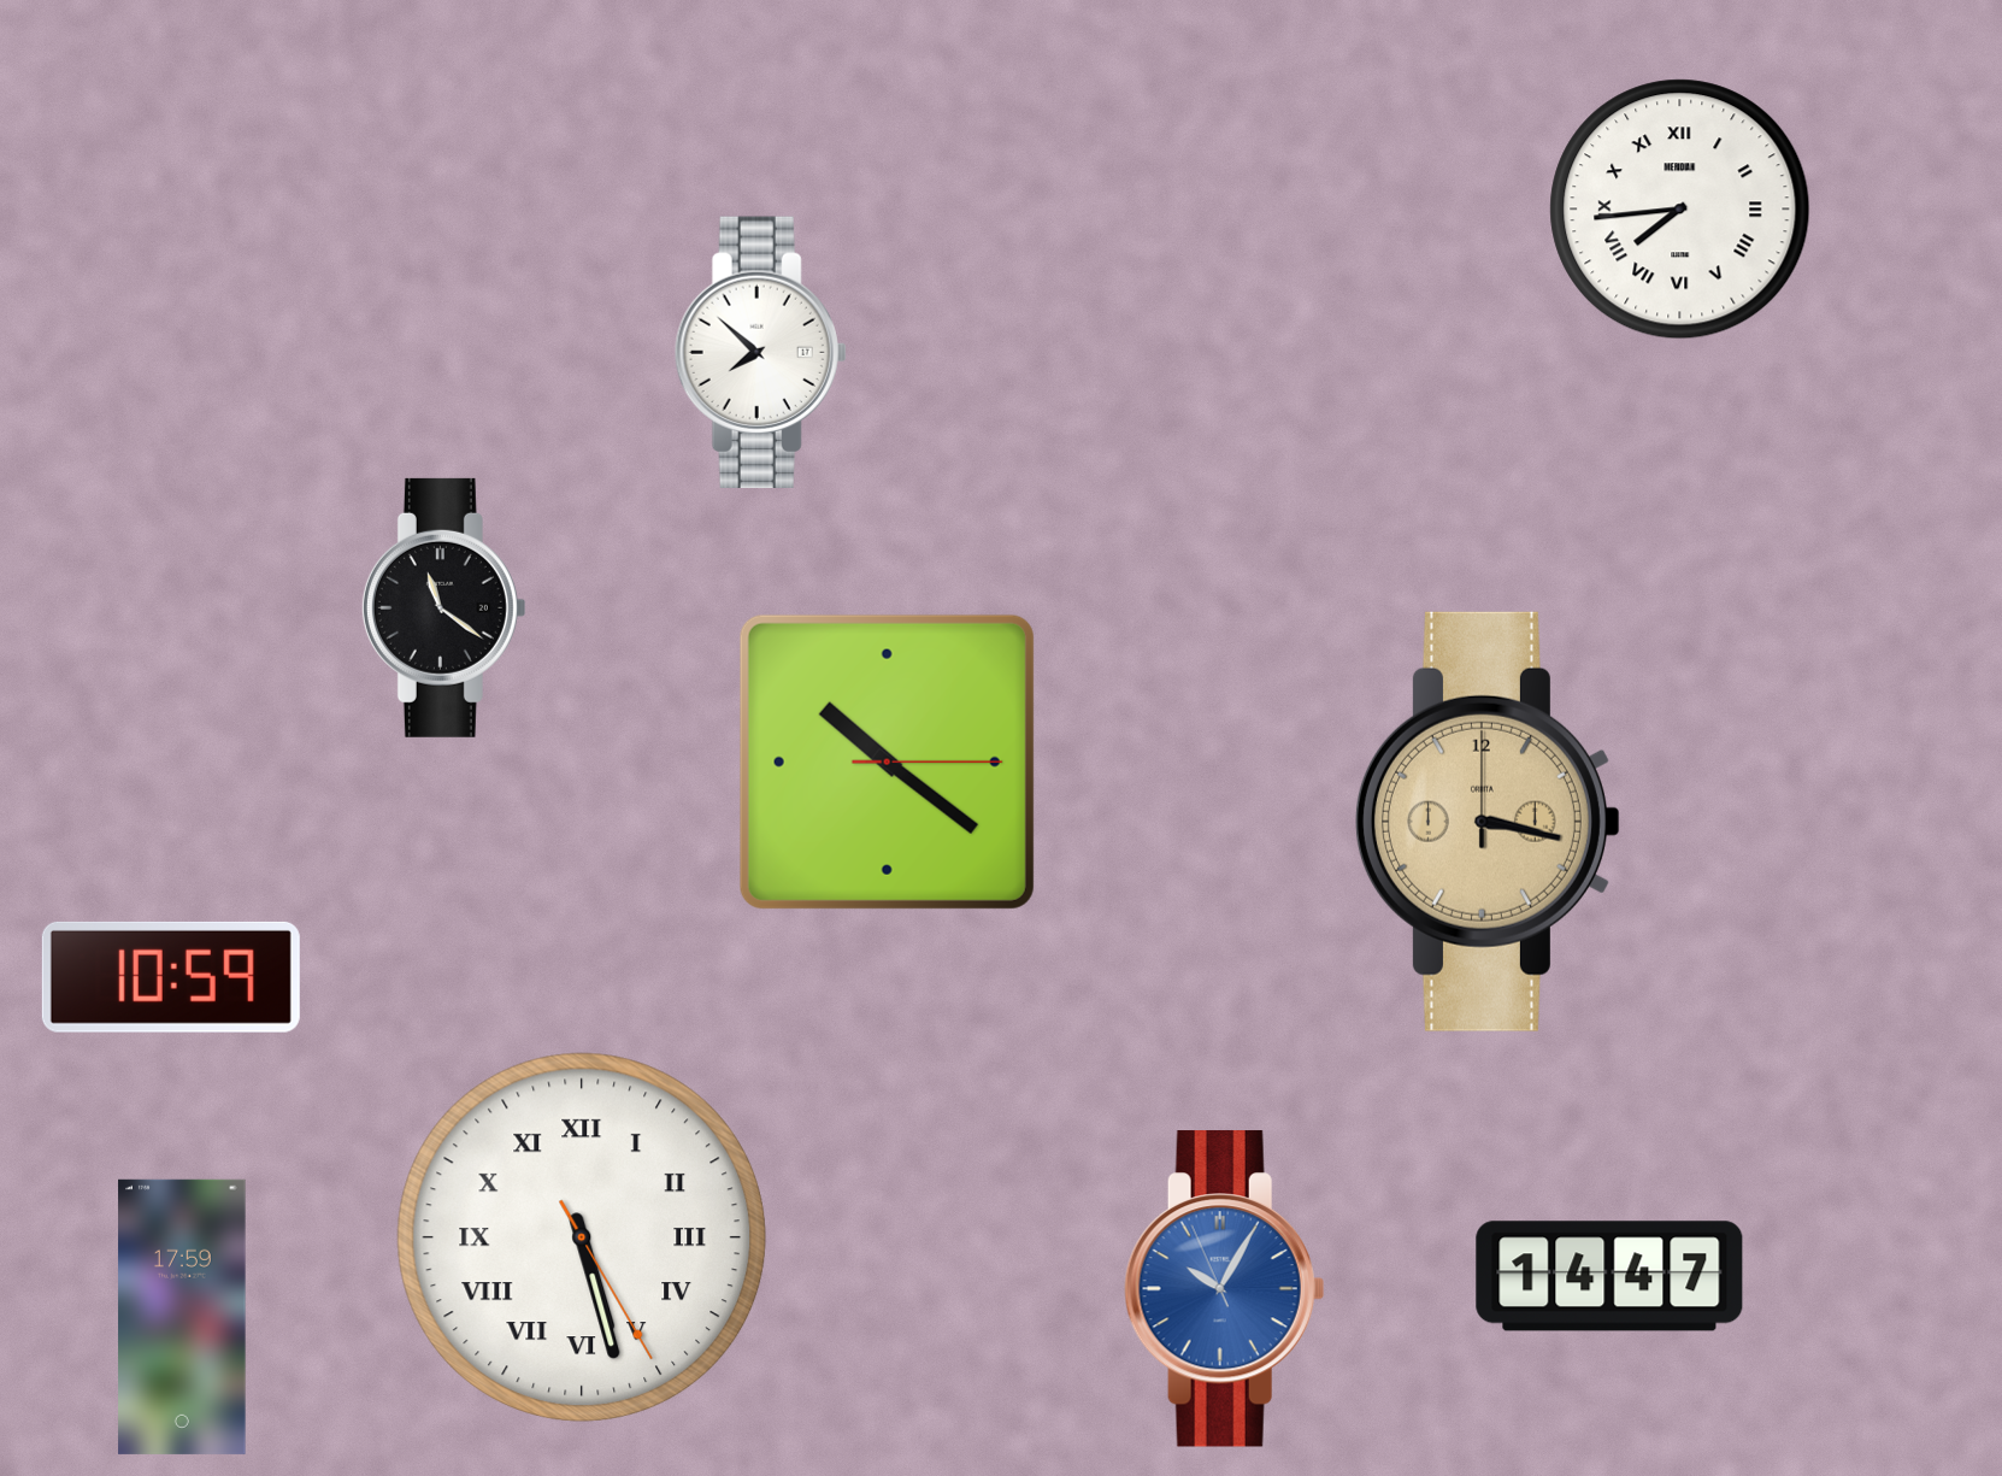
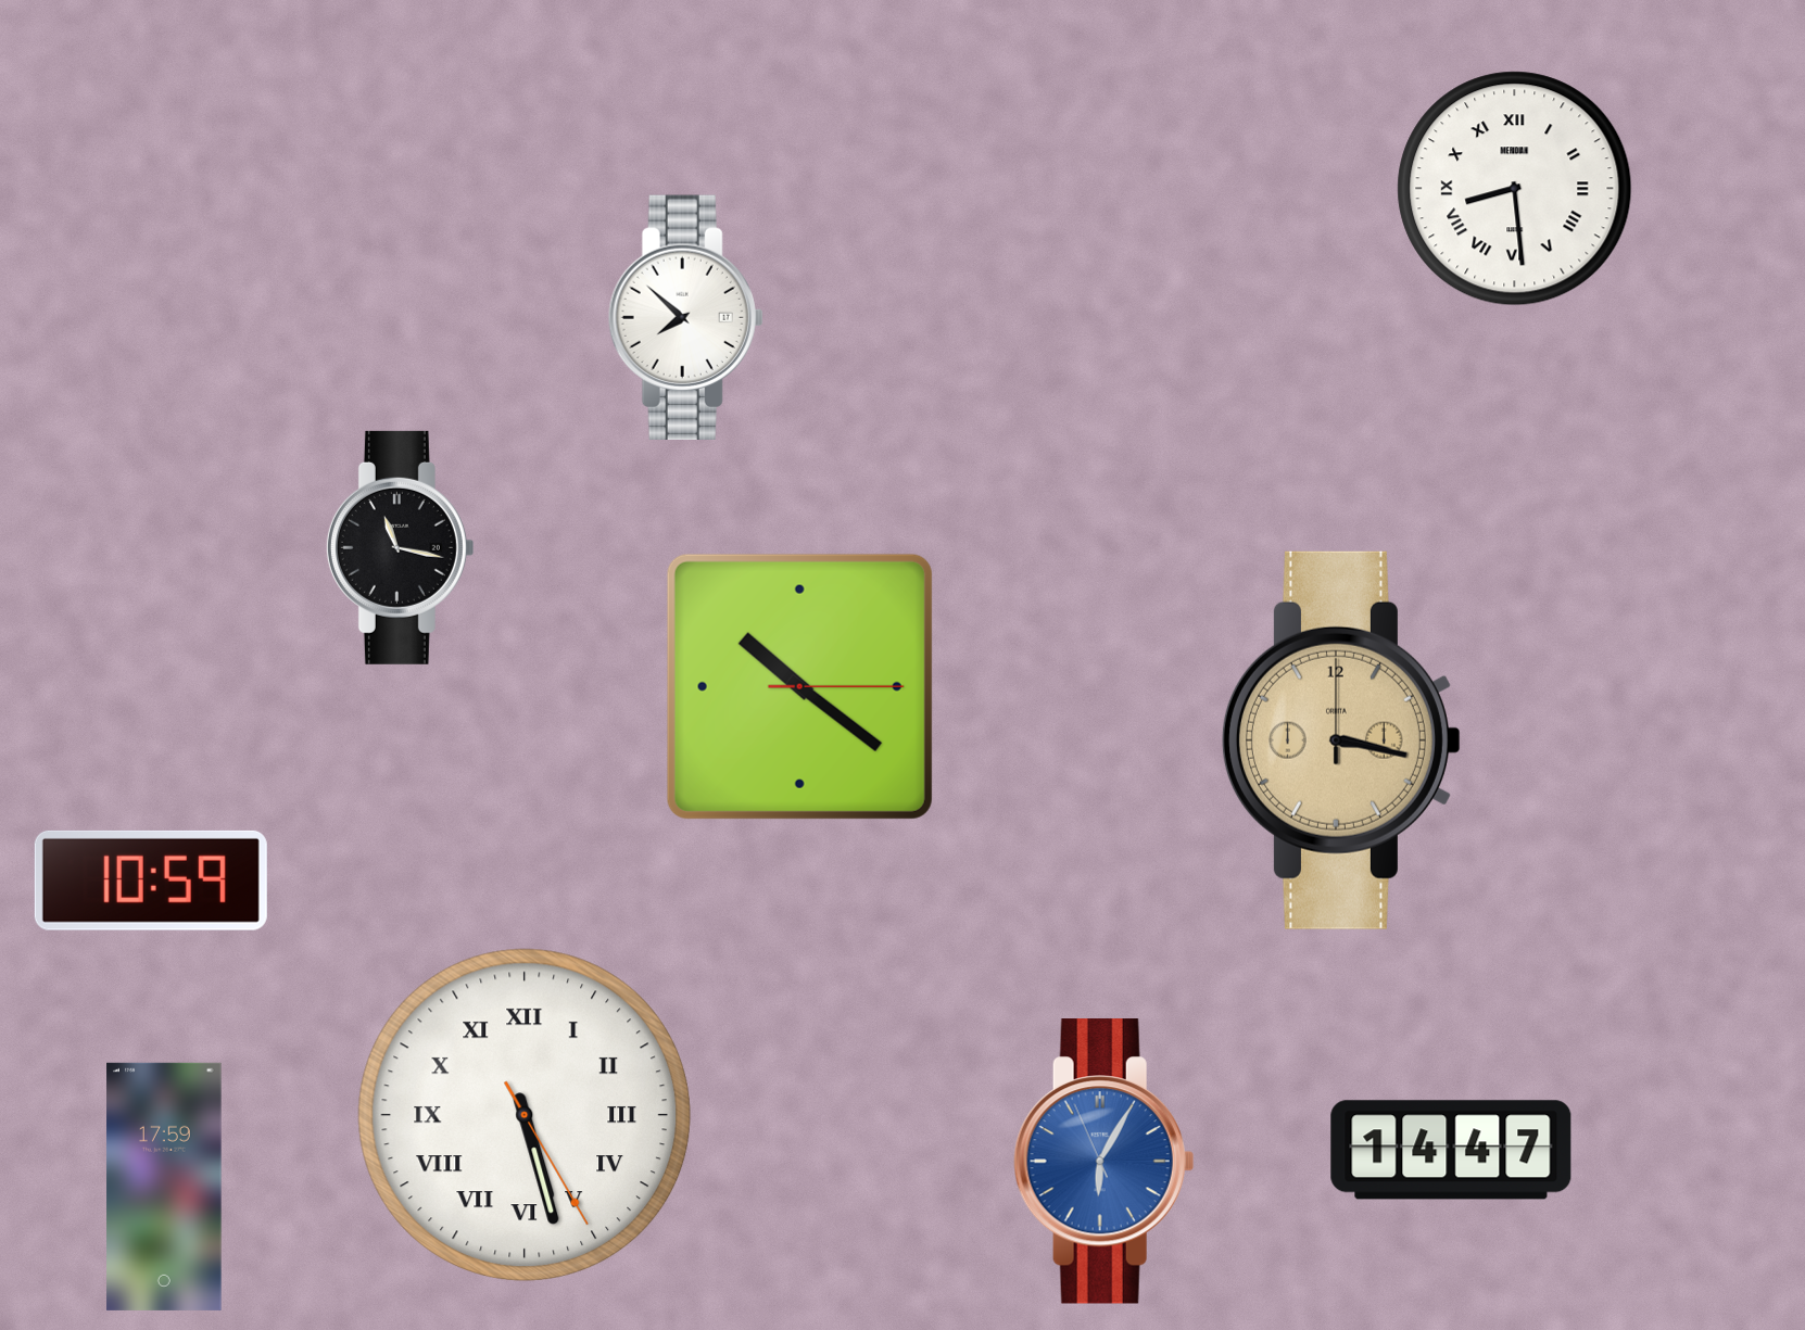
clock at (1680, 210): 7:44 -> 8:29
clock at (443, 607): 11:21 -> 11:17
clock at (171, 977) position: (171, 977) -> (151, 881)
clock at (1224, 1289): 10:04 -> 6:04
